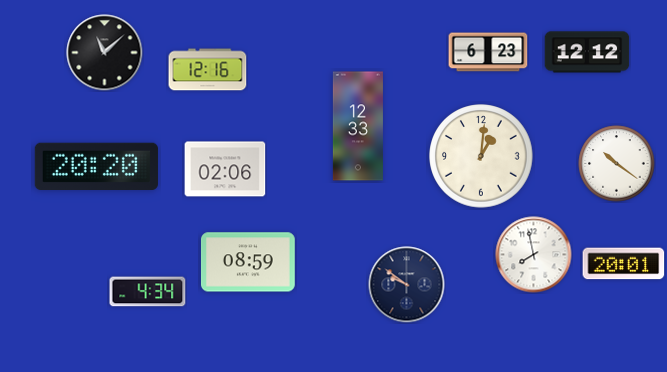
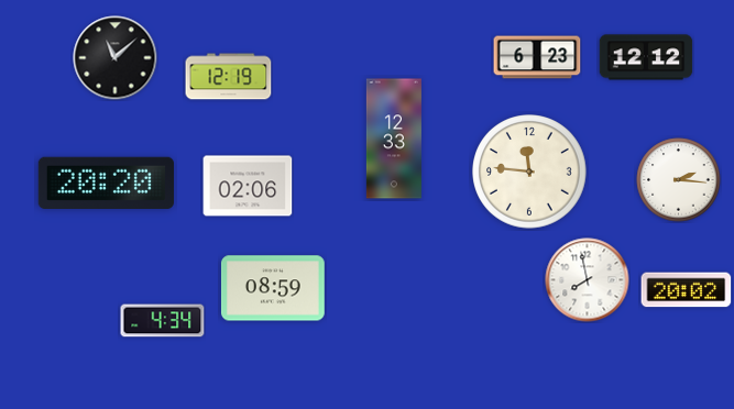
clock at (208, 70): 12:16 -> 12:19
clock at (481, 156): 1:01 -> 11:46
clock at (617, 164): 10:21 -> 2:16
clock at (624, 264): 20:01 -> 20:02
clock at (407, 285): 9:51 -> none
